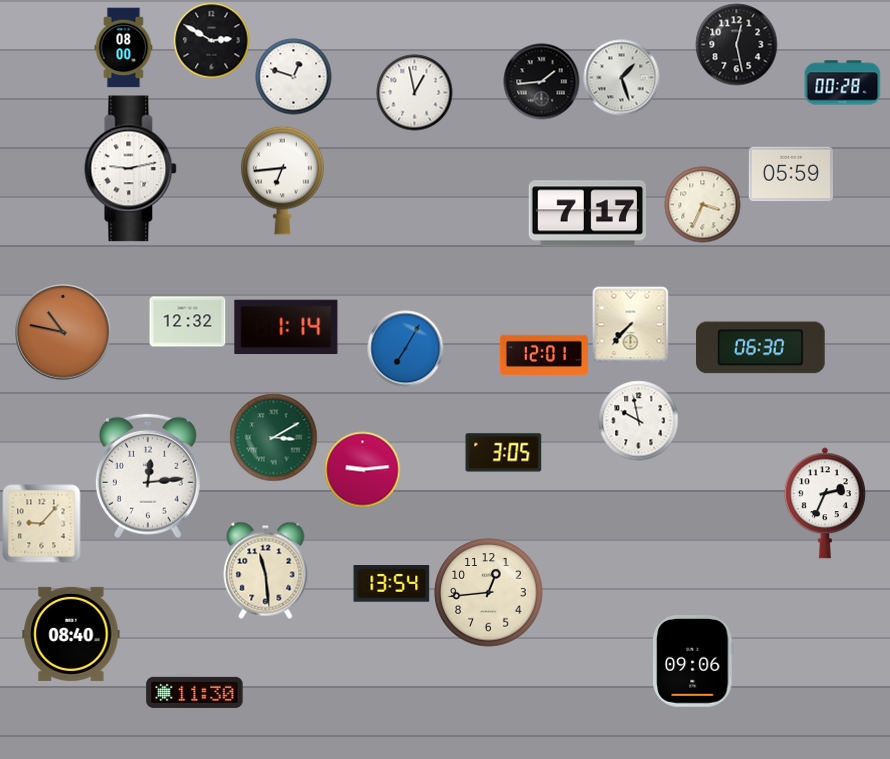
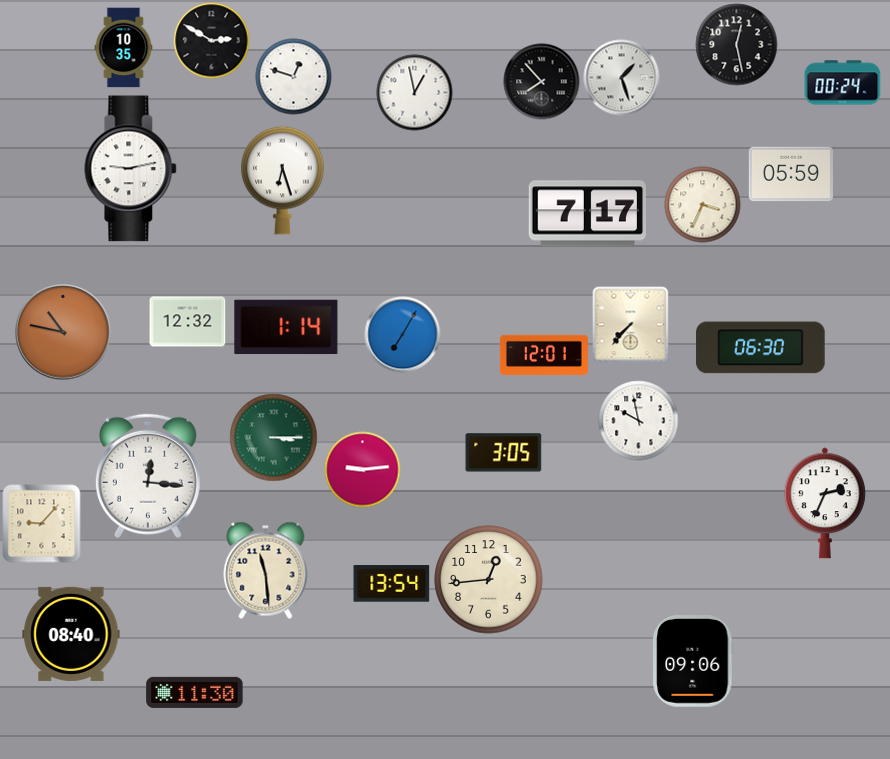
clock at (124, 48): 08:00 -> 10:35
clock at (542, 82): 1:44 -> 7:53
clock at (843, 83): 00:28 -> 00:24
clock at (283, 180): 6:44 -> 6:27
clock at (406, 349) position: (406, 349) -> (403, 335)
clock at (274, 438): 3:10 -> 3:15
clock at (148, 476): 12:14 -> 12:16
clock at (489, 593) position: (489, 593) -> (489, 580)
